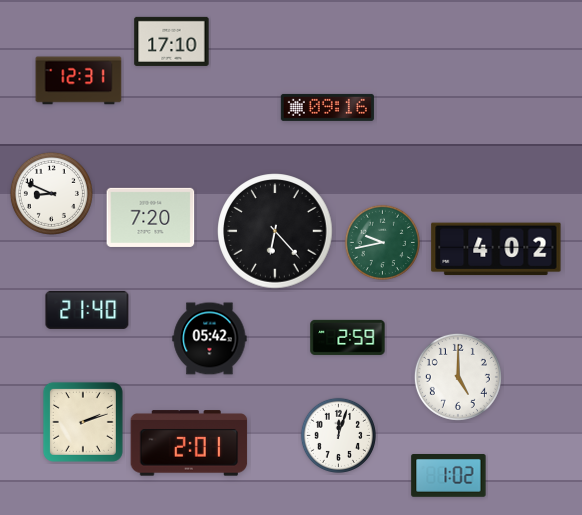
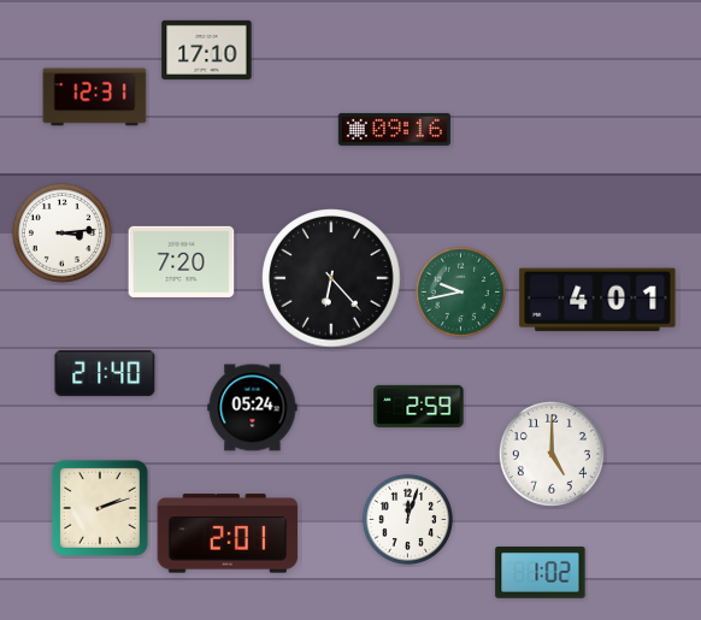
clock at (51, 193): 8:49 -> 3:14
clock at (496, 249): 4:02 -> 4:01
clock at (210, 339): 05:42 -> 05:24
clock at (338, 435) position: (338, 435) -> (407, 519)
